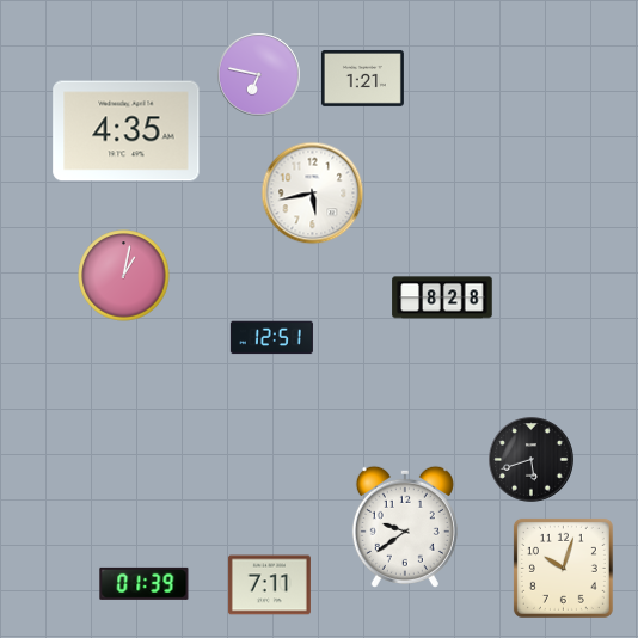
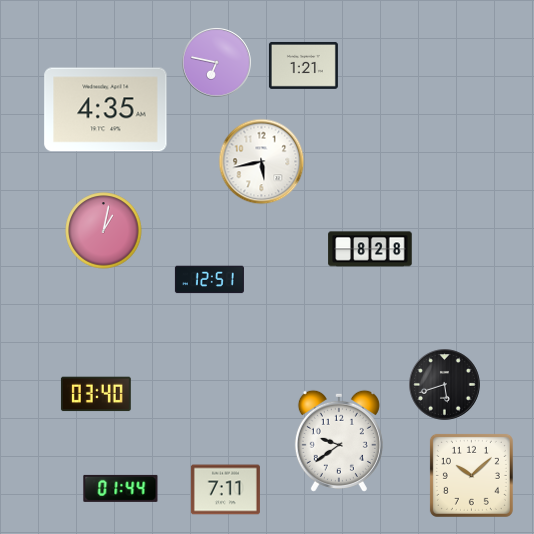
clock at (271, 338) position: (271, 338) -> (209, 280)
clock at (96, 394): none -> 03:40
clock at (563, 568): 10:03 -> 10:08
clock at (145, 583): 01:39 -> 01:44
